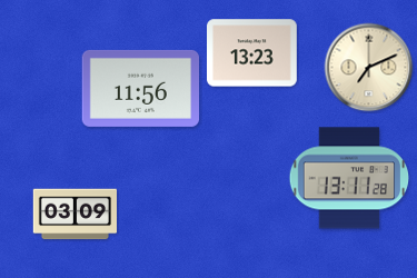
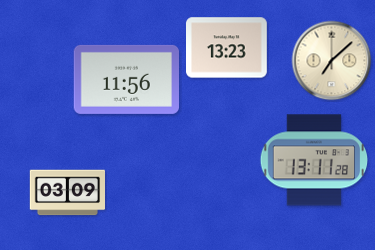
clock at (369, 68): 7:11 -> 7:08
